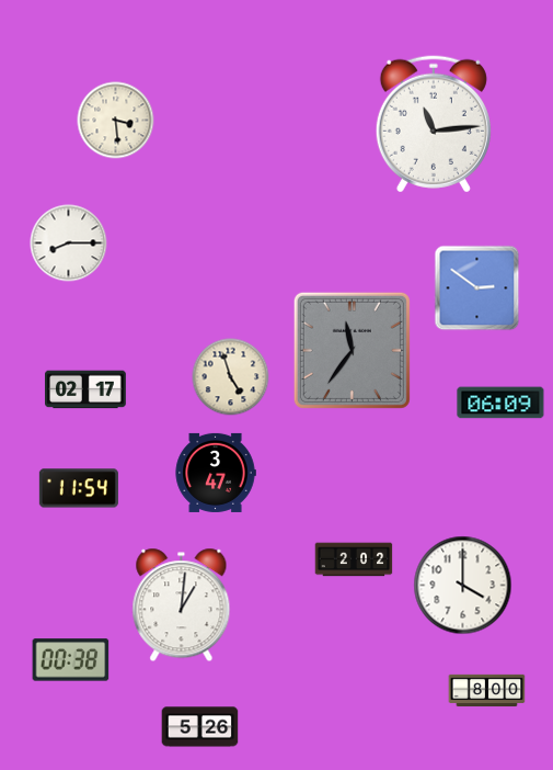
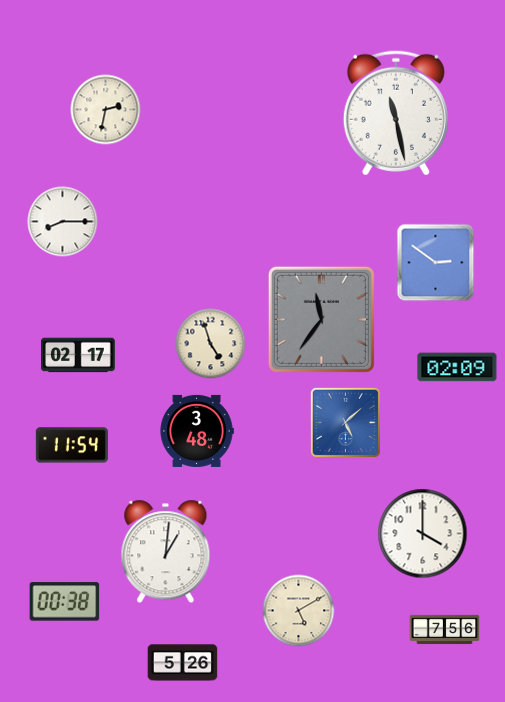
clock at (116, 121): 3:29 -> 2:32
clock at (434, 124): 11:14 -> 11:28
clock at (500, 403): 06:09 -> 02:09
clock at (345, 422): none -> 5:08
clock at (216, 473): 3:47 -> 3:48
clock at (354, 559): 2:02 -> none
clock at (299, 611): none -> 5:10
clock at (487, 691): 8:00 -> 7:56
